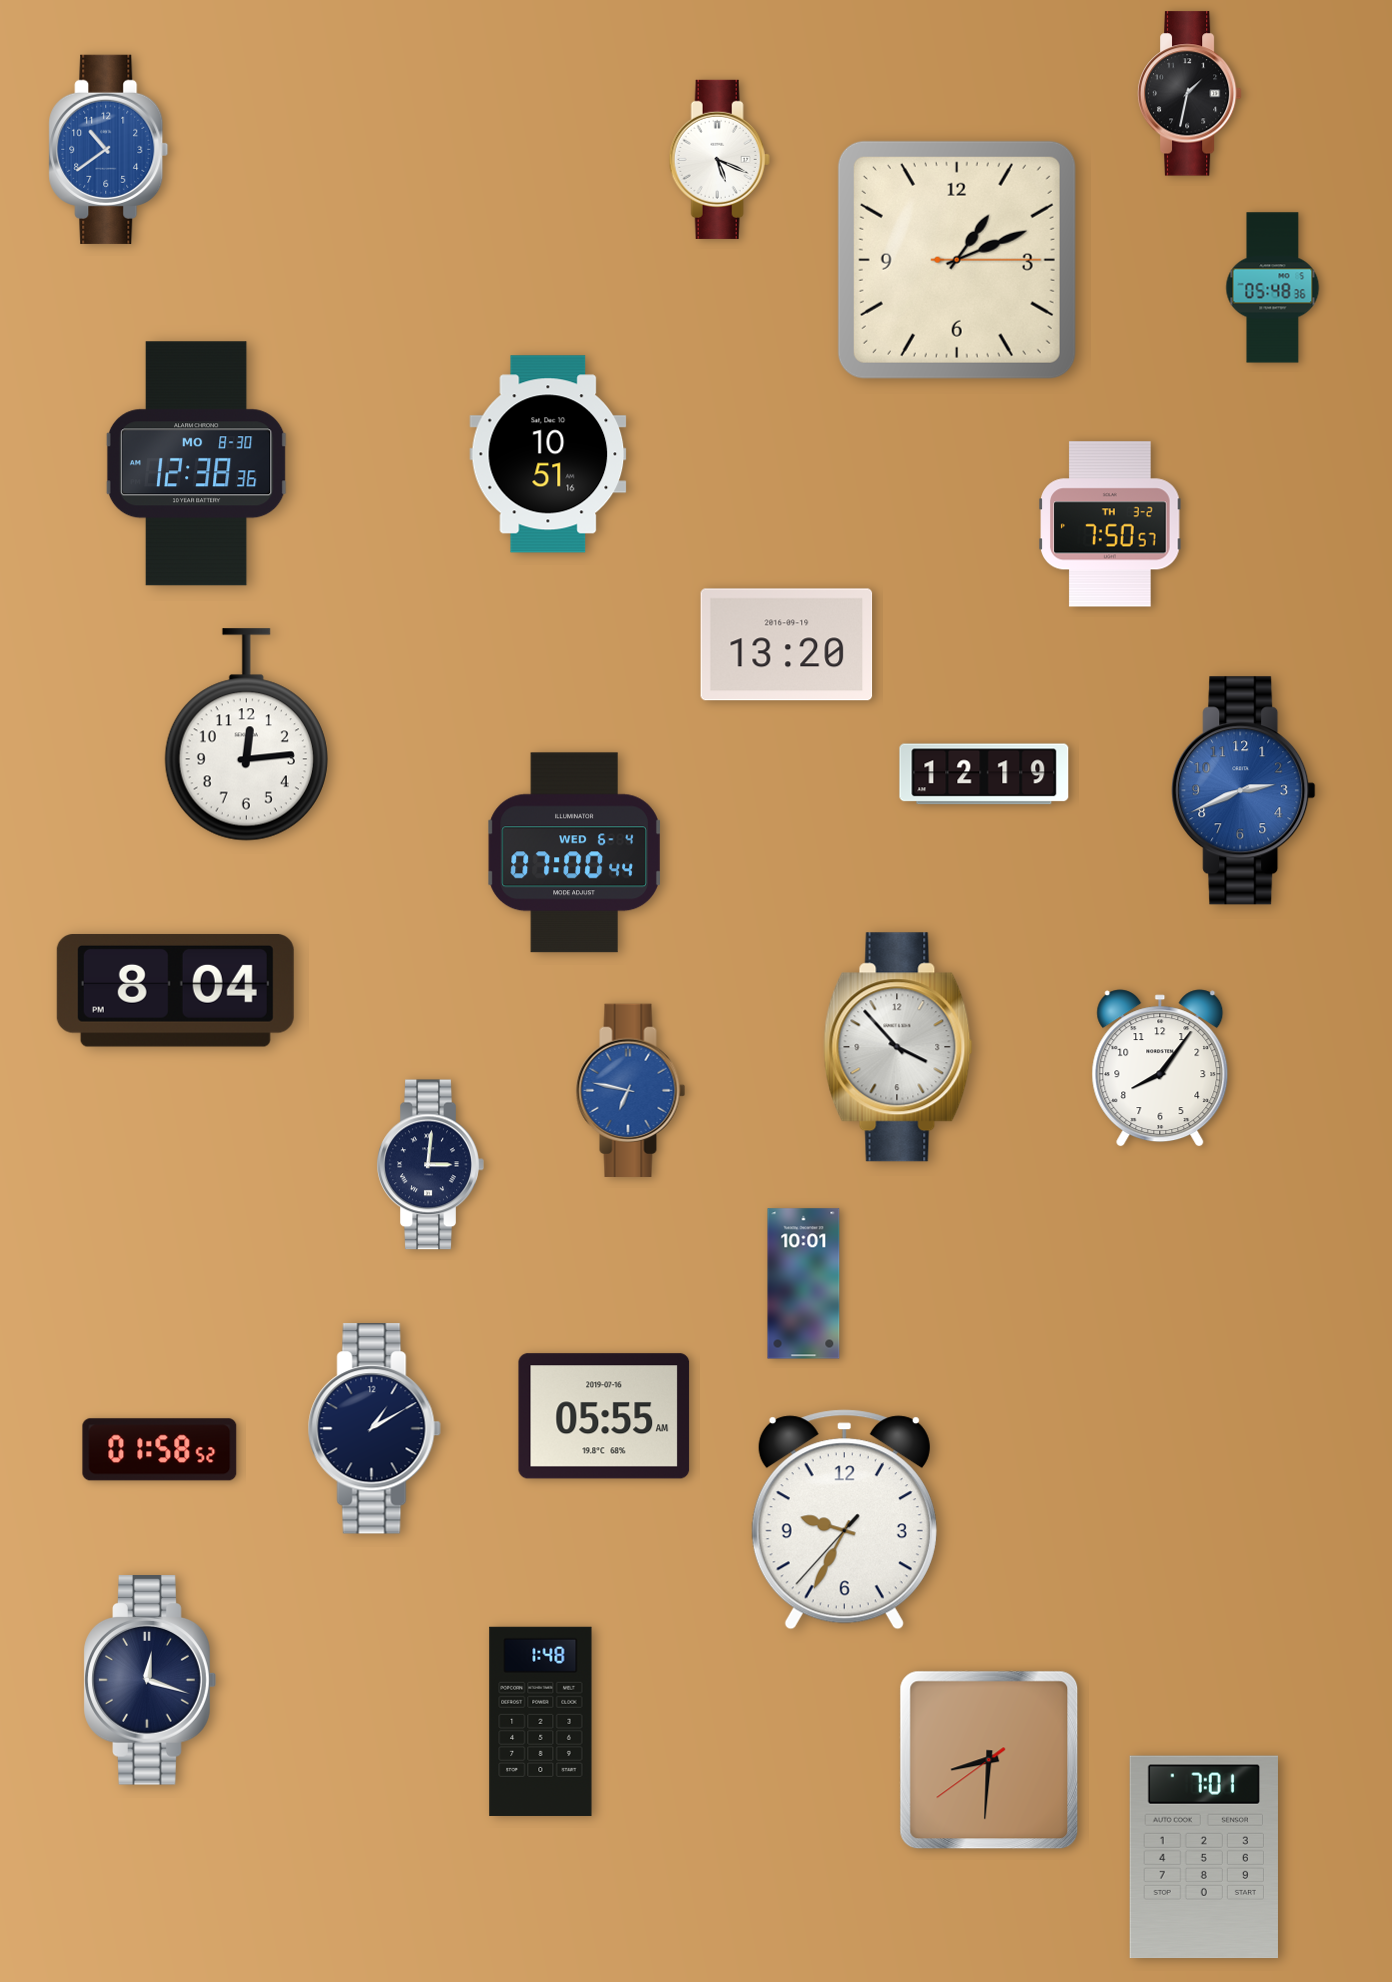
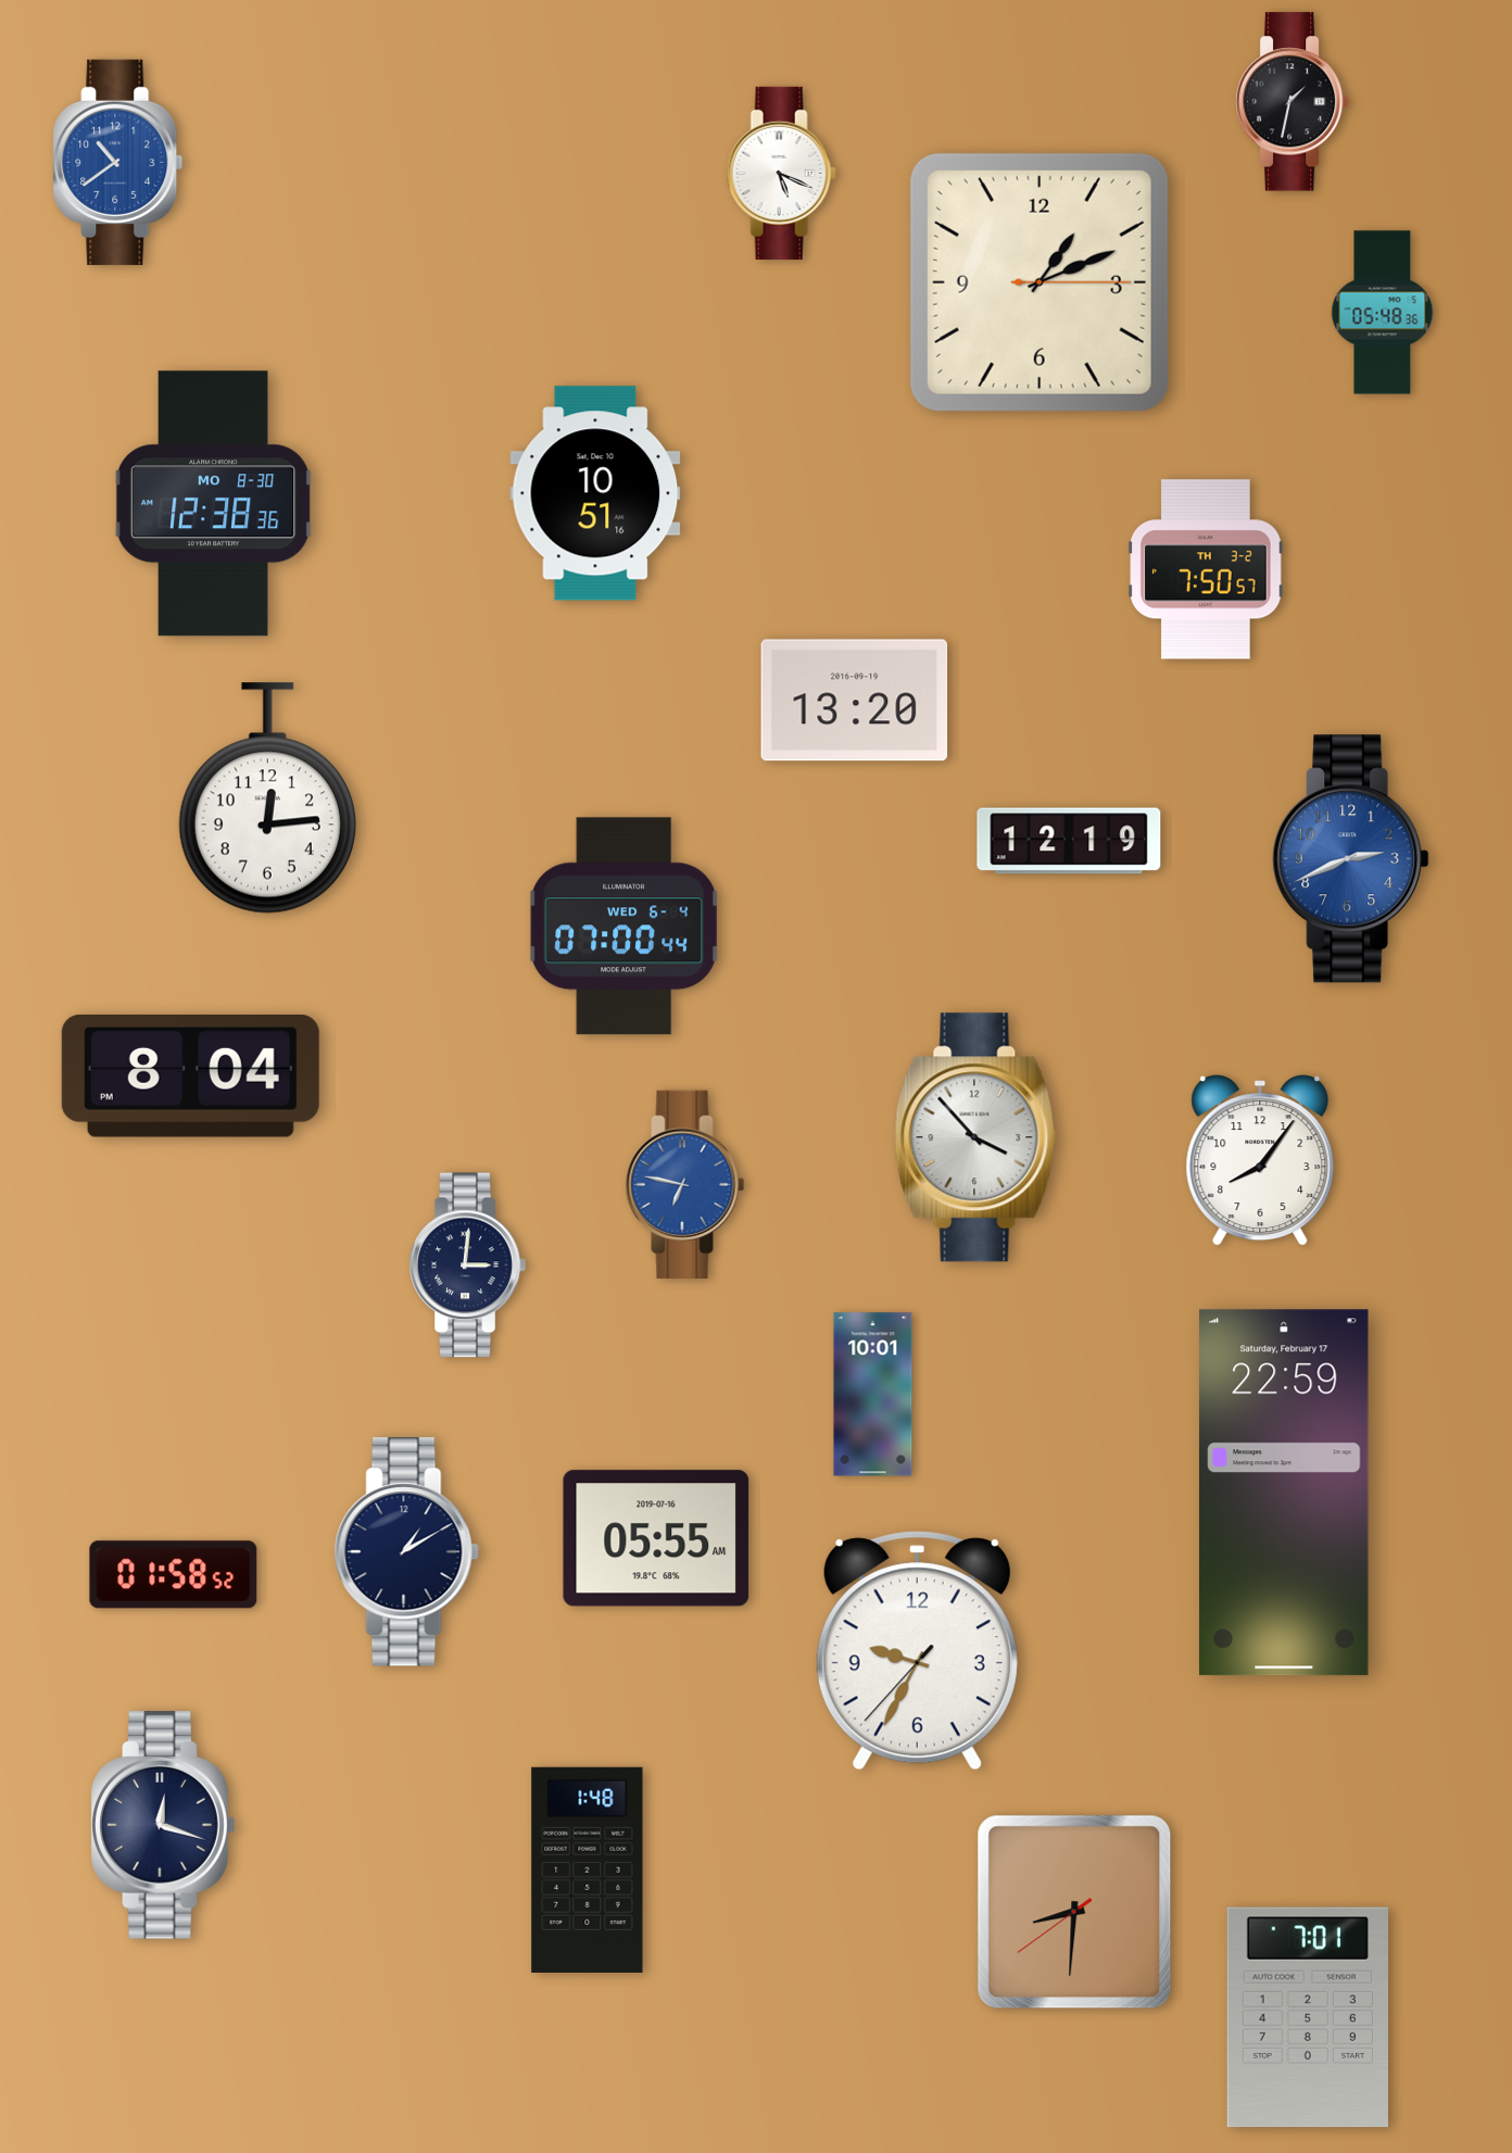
clock at (1285, 1493): none -> 22:59
